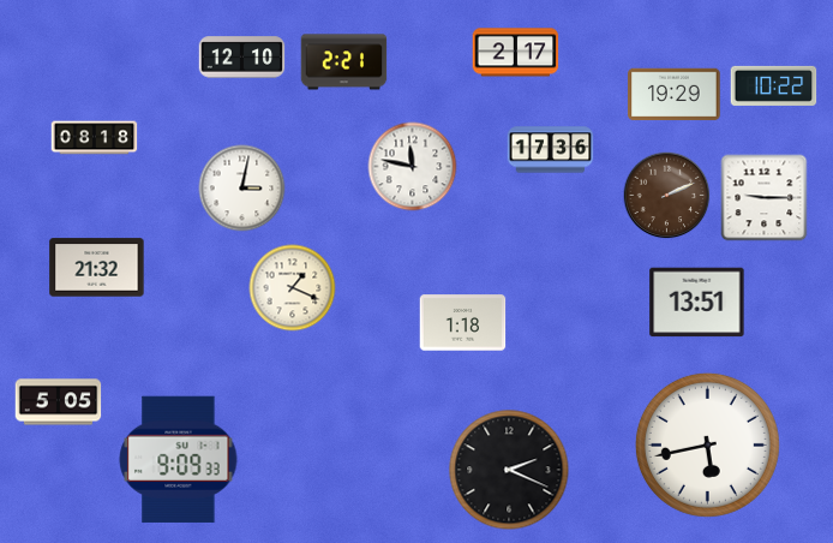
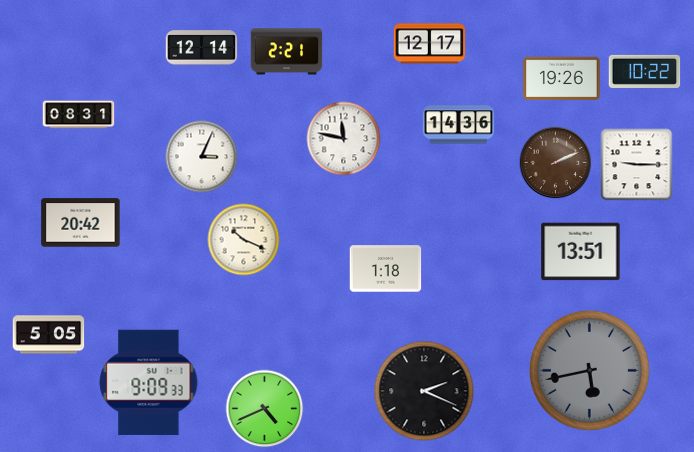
clock at (516, 53): 2:17 -> 12:17
clock at (242, 58): 12:10 -> 12:14
clock at (675, 95): 19:29 -> 19:26
clock at (95, 138): 08:18 -> 08:31
clock at (551, 150): 17:36 -> 14:36
clock at (242, 189): 3:02 -> 3:04
clock at (97, 268): 21:32 -> 20:42
clock at (293, 288): 1:19 -> 10:19
clock at (707, 444) dial: white -> grey
clock at (265, 409): none -> 4:41
